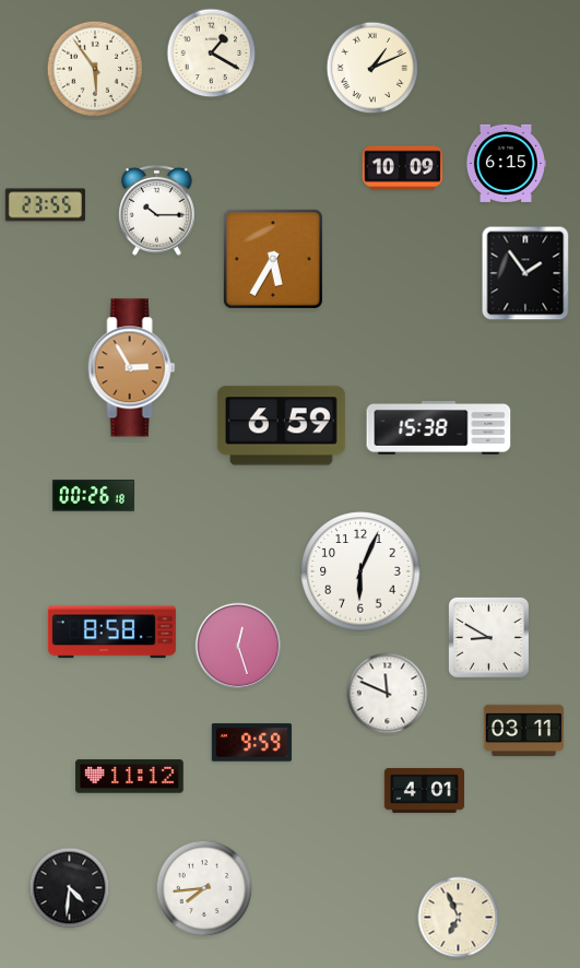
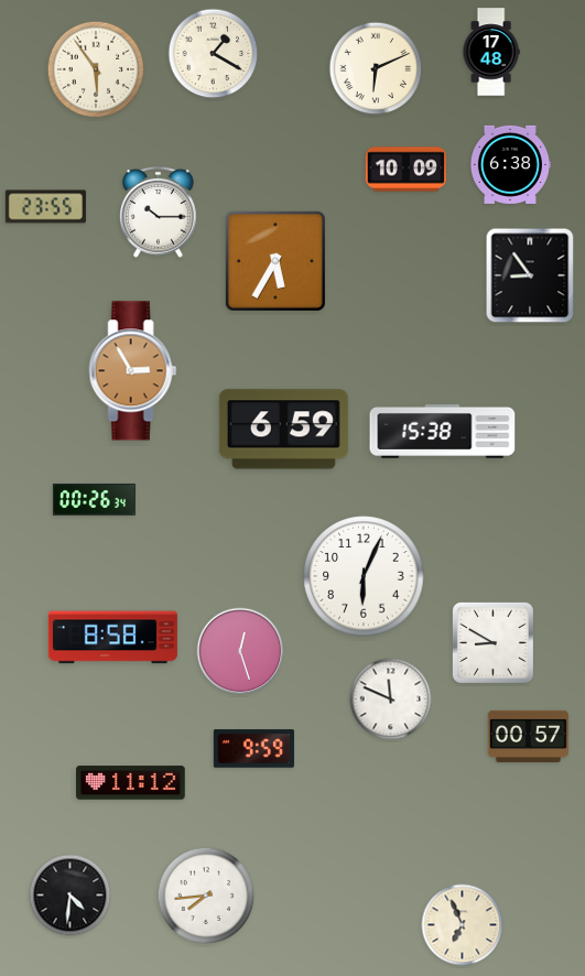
clock at (491, 52): none -> 17:48
clock at (372, 68): 1:11 -> 6:11
clock at (506, 163): 6:15 -> 6:38
clock at (525, 273): 1:54 -> 8:54
clock at (93, 496): 00:26:18 -> 00:26:34
clock at (523, 730): 03:11 -> 00:57
clock at (424, 790): 4:01 -> none
